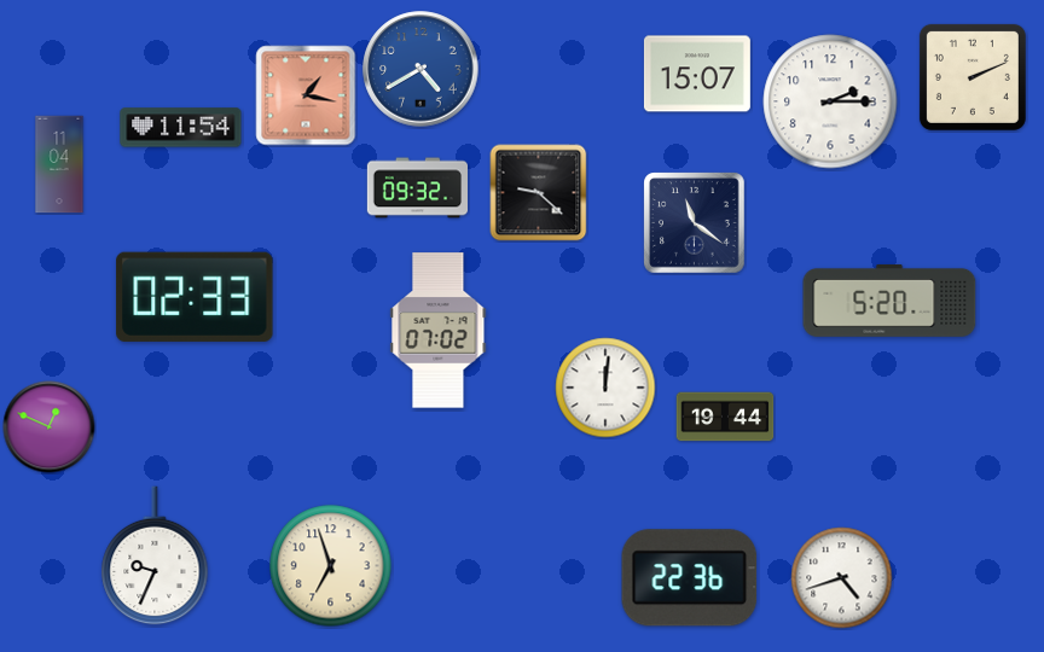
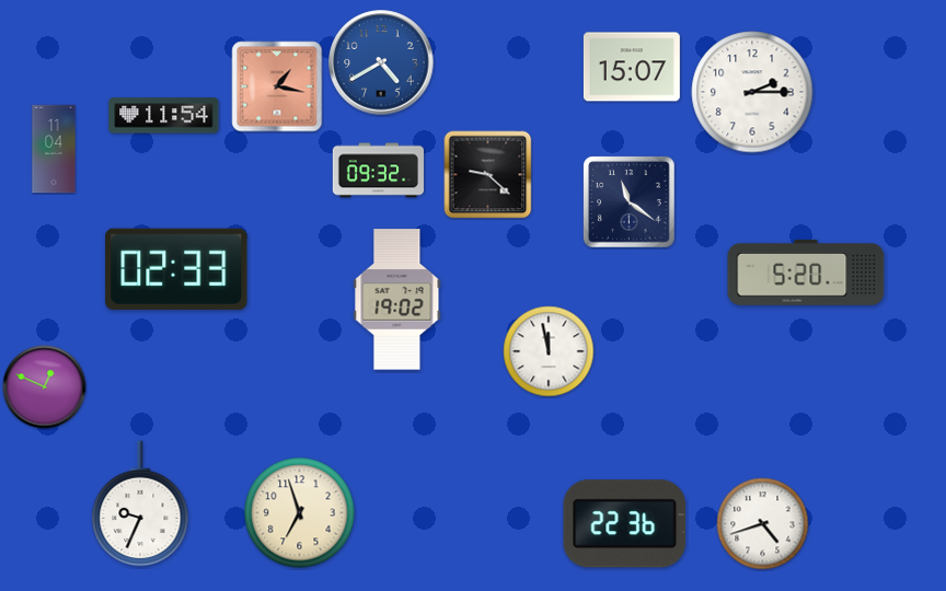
clock at (973, 77): 2:11 -> none
clock at (439, 331): 07:02 -> 19:02
clock at (605, 388): 12:01 -> 11:58
clock at (725, 417): 19:44 -> none
